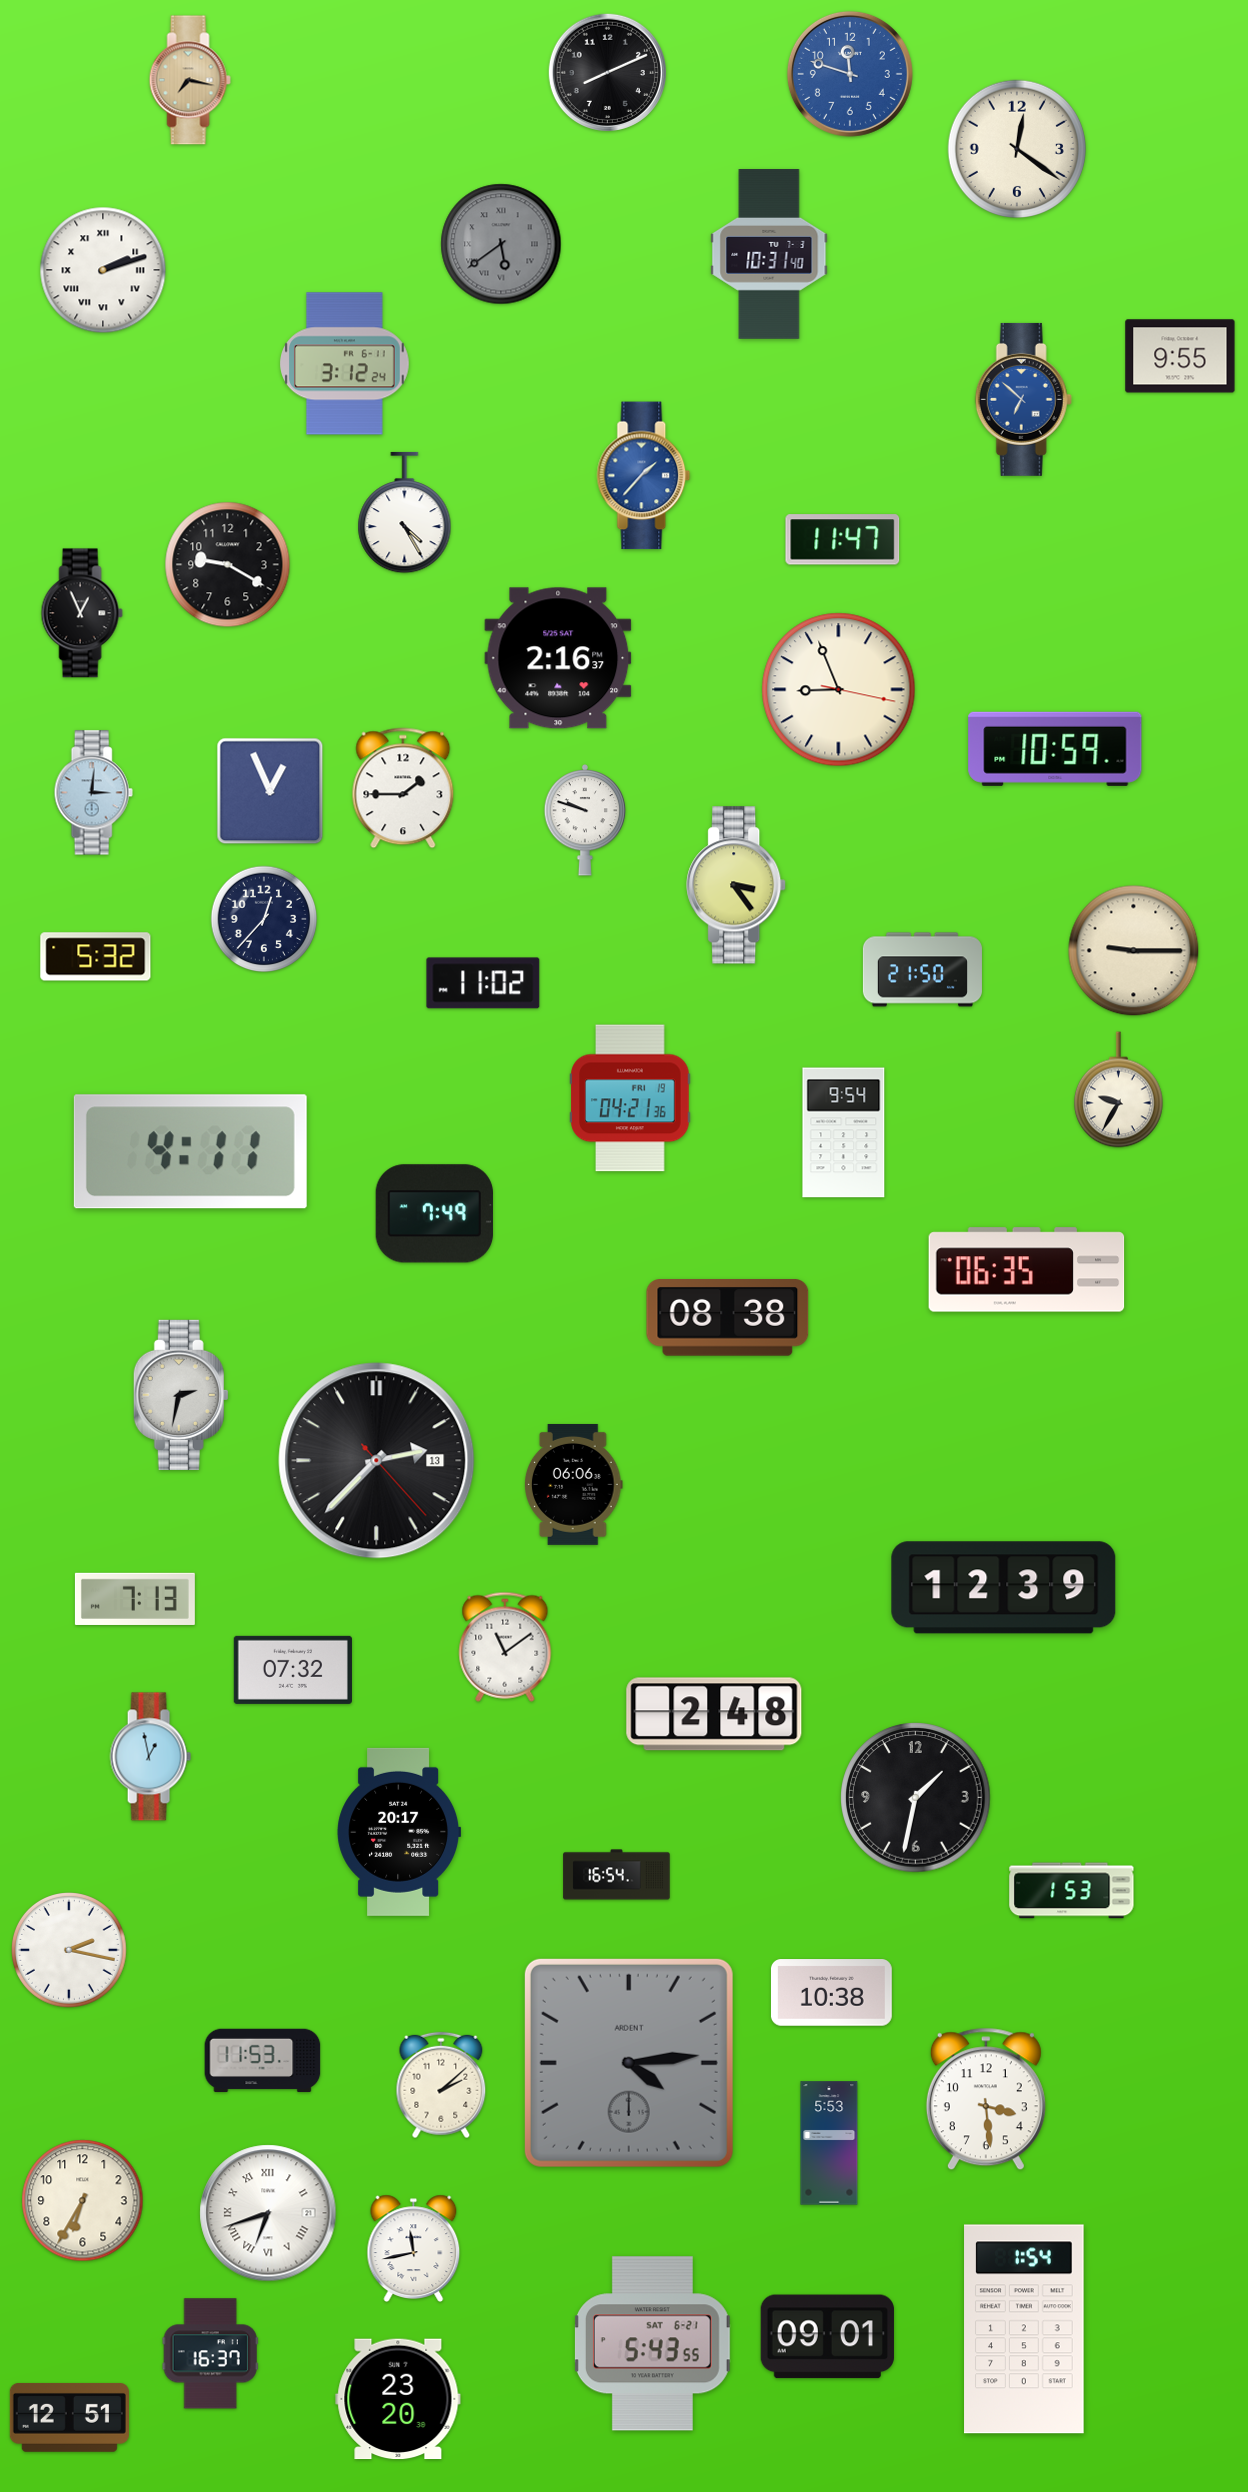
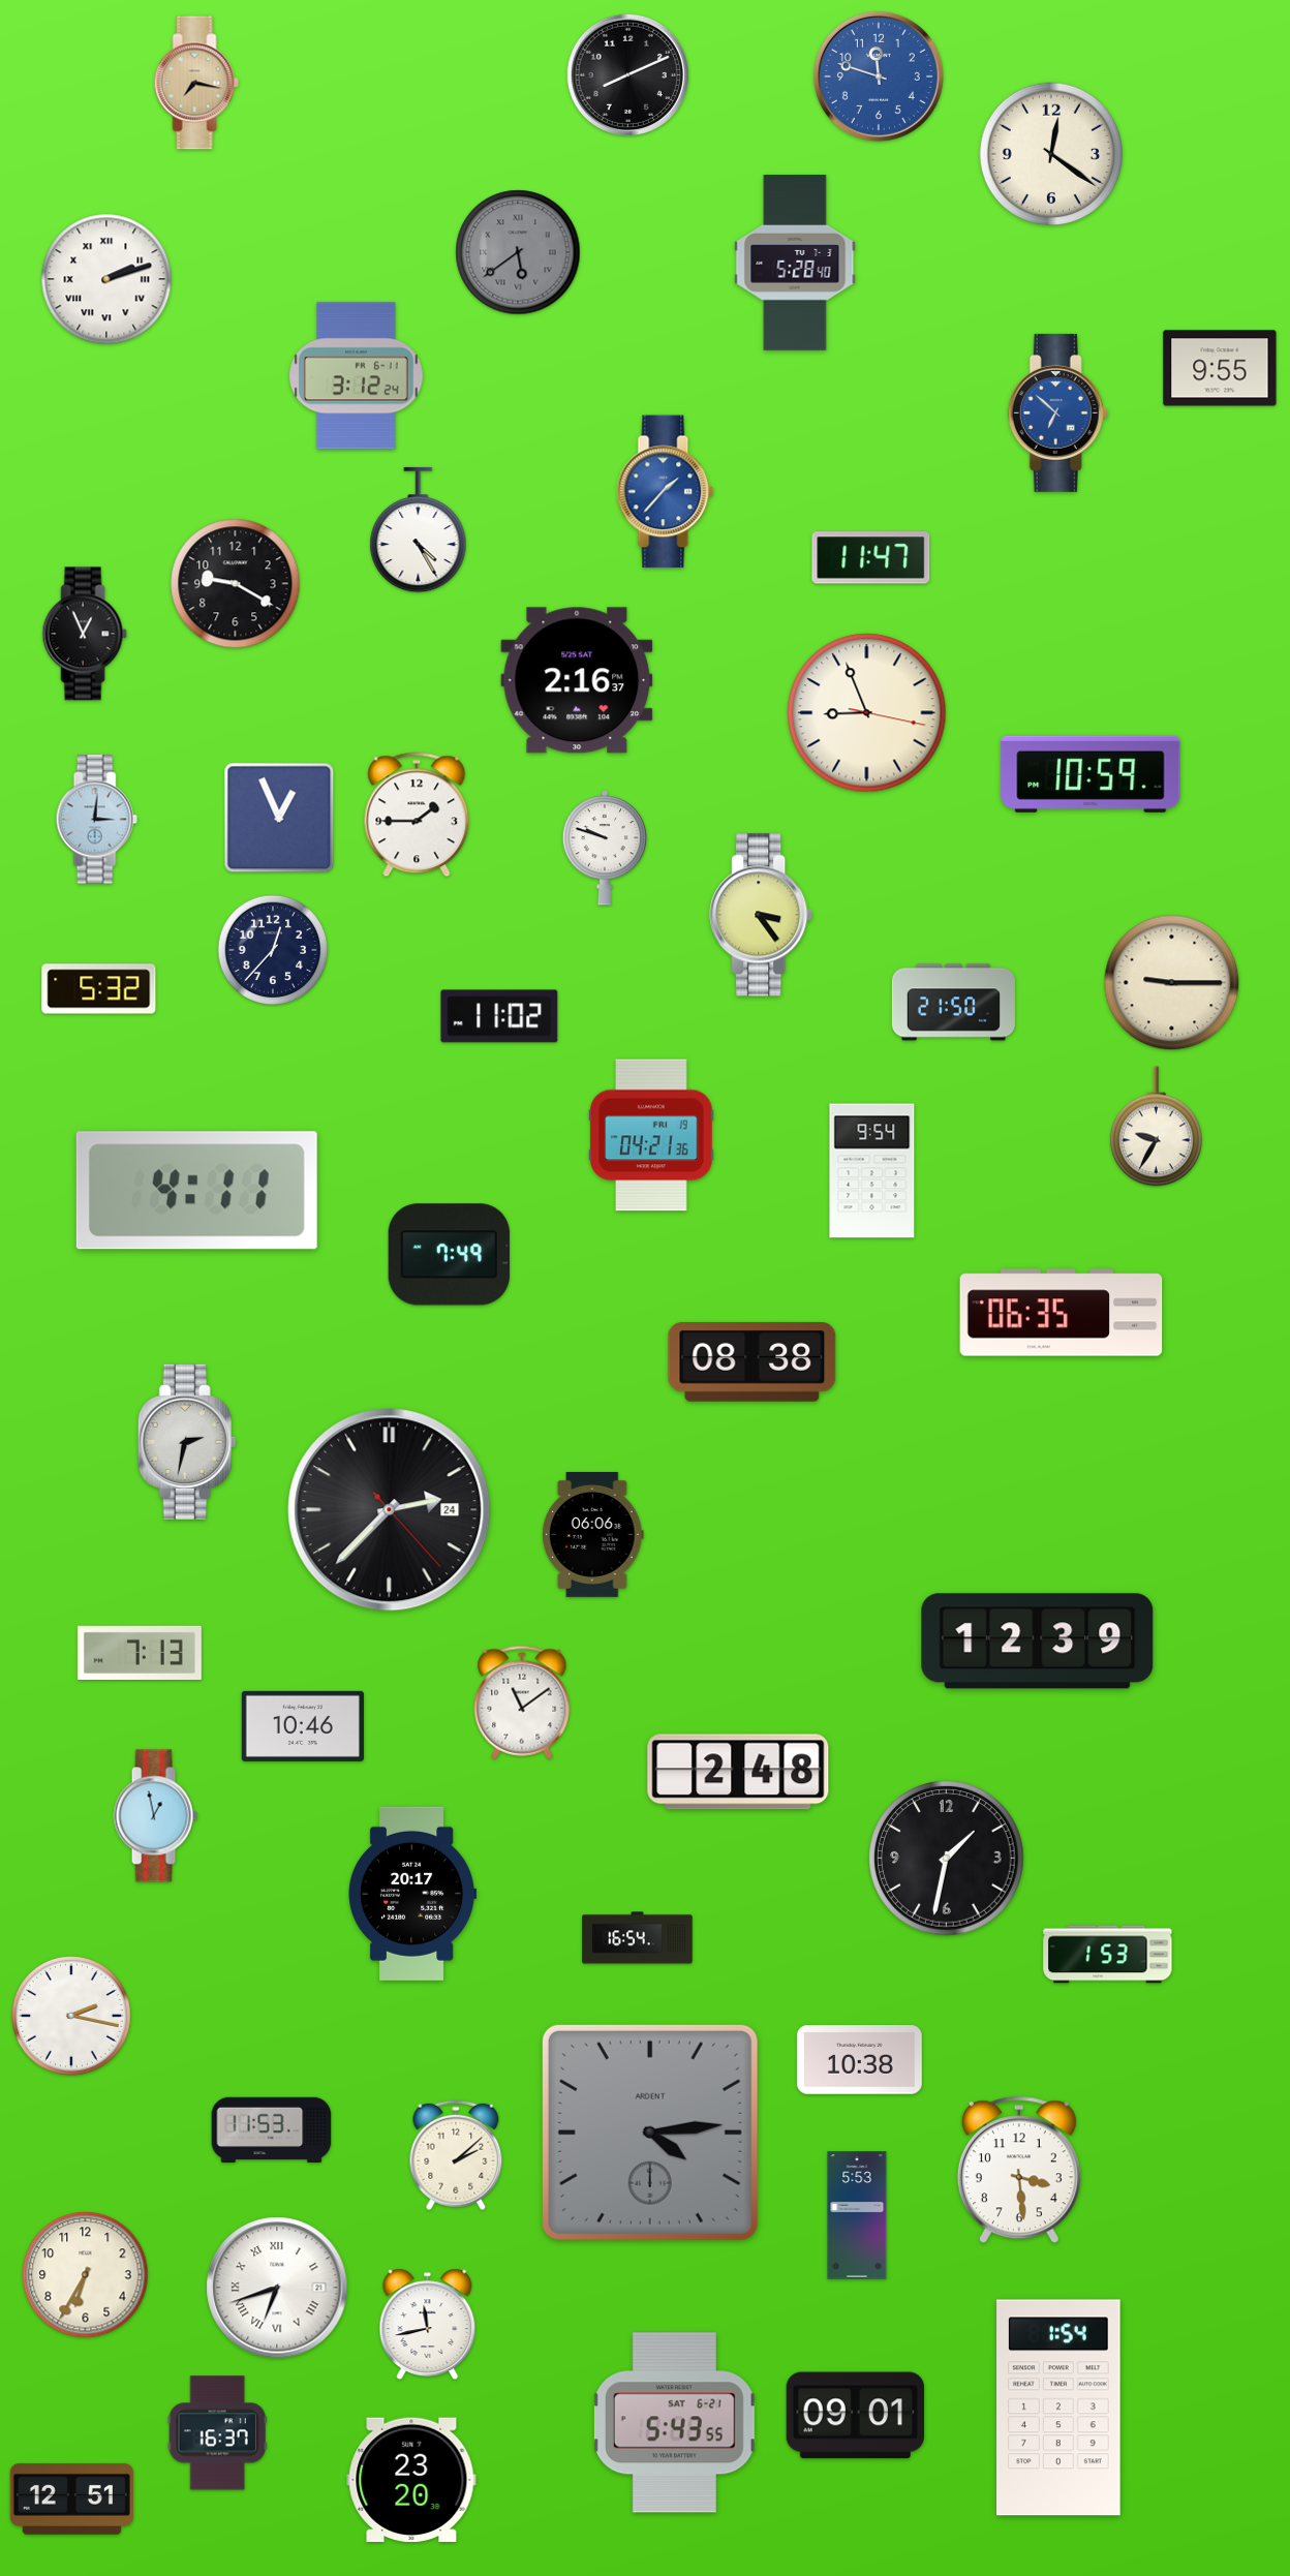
clock at (769, 254): 10:31 -> 5:28
clock at (377, 1461) date: 13 -> 24
clock at (293, 1670): 07:32 -> 10:46
